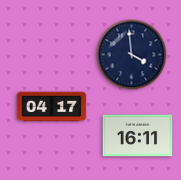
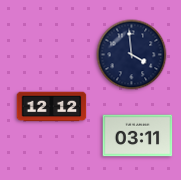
clock at (52, 107): 04:17 -> 12:12
clock at (138, 136): 16:11 -> 03:11
